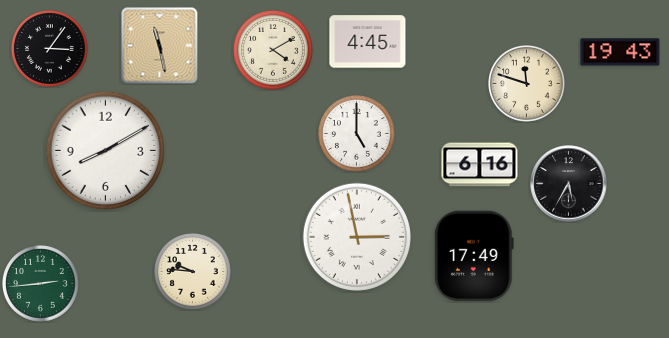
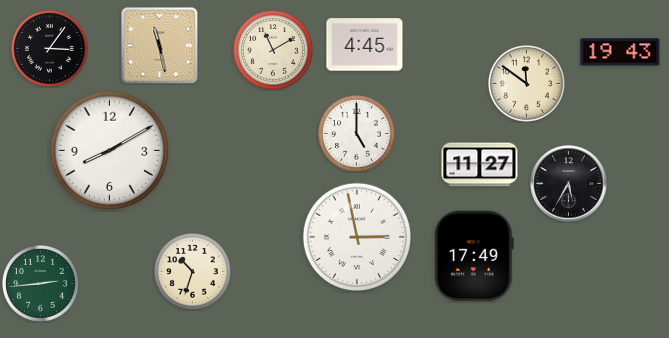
clock at (368, 42) position: (368, 42) -> (365, 45)
clock at (273, 50): 4:10 -> 11:10
clock at (527, 84): 11:48 -> 11:51
clock at (106, 151) position: (106, 151) -> (110, 151)
clock at (480, 165): 6:16 -> 11:27
clock at (193, 272): 9:46 -> 10:33
